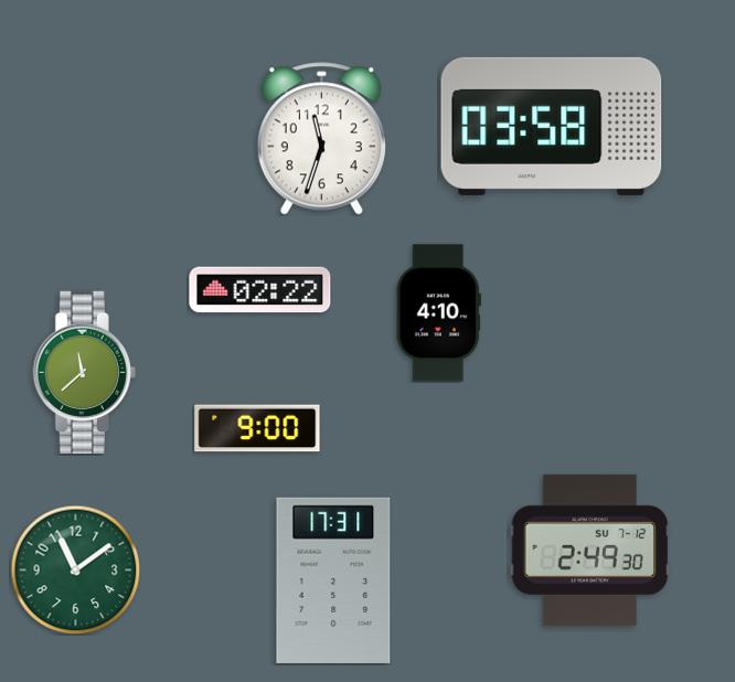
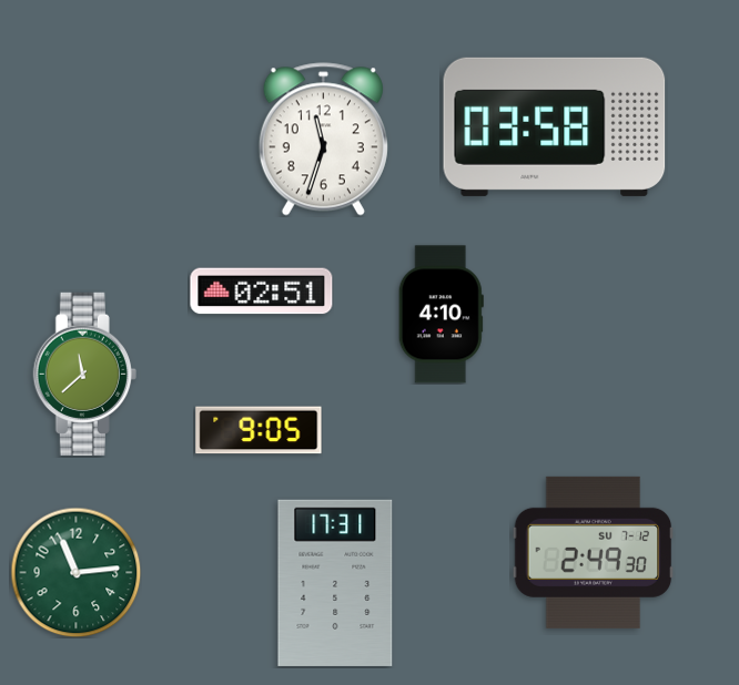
clock at (260, 290): 02:22 -> 02:51
clock at (257, 428): 9:00 -> 9:05
clock at (75, 569): 11:09 -> 11:14
